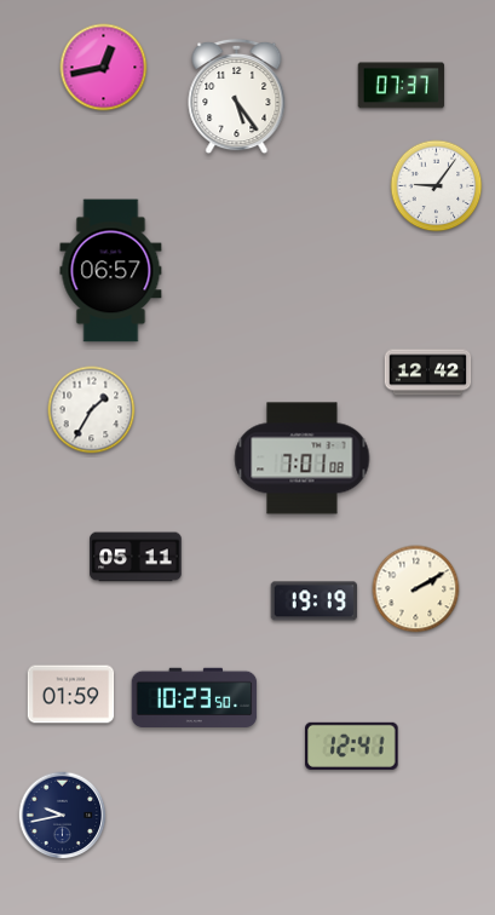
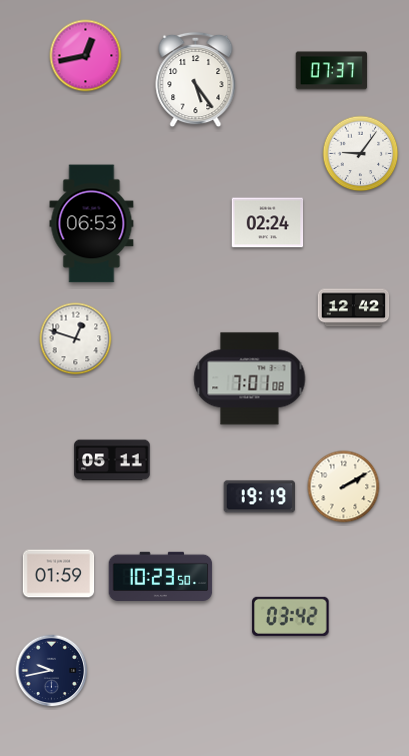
clock at (268, 223): none -> 02:24
clock at (111, 271): 06:57 -> 06:53
clock at (92, 410): 1:35 -> 12:48
clock at (352, 746): 12:41 -> 03:42
clock at (63, 816) position: (63, 816) -> (52, 671)
